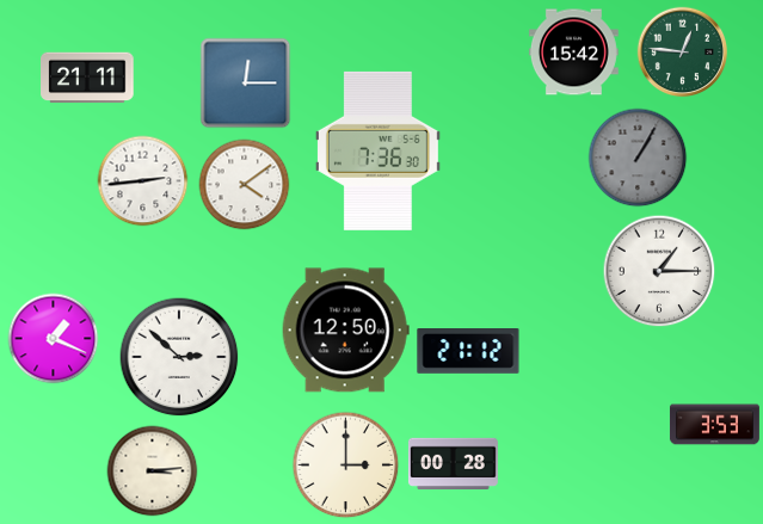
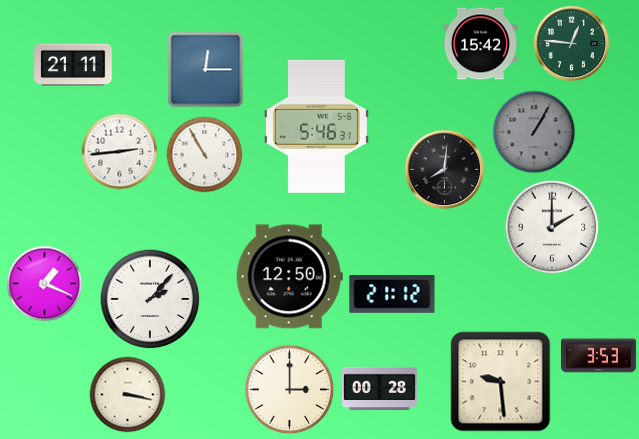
clock at (377, 150): 7:36 -> 5:46
clock at (245, 185): 4:09 -> 10:55
clock at (445, 170): none -> 8:01
clock at (659, 271): 1:15 -> 2:00
clock at (179, 357): 2:52 -> 2:07
clock at (501, 382): none -> 9:29
clock at (153, 471): 3:14 -> 3:17
